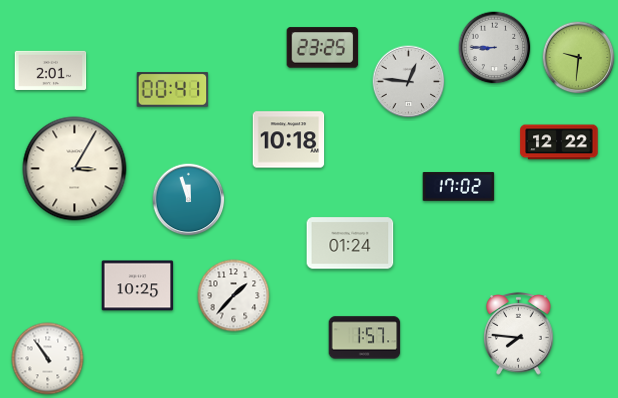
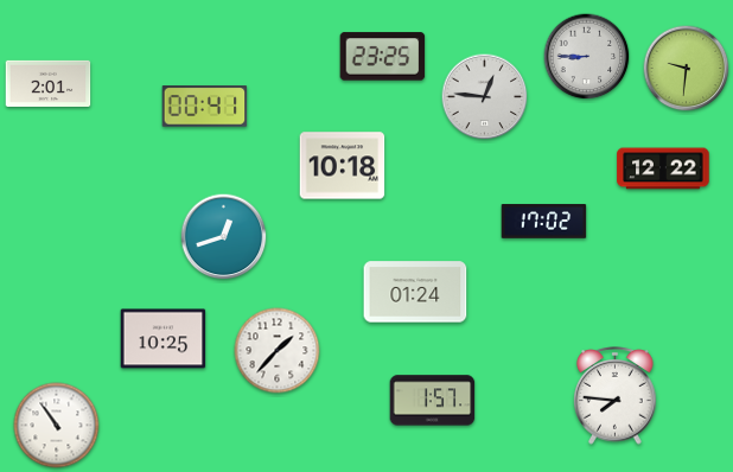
clock at (51, 70) position: (51, 70) -> (49, 83)
clock at (75, 169): 3:05 -> none
clock at (189, 200): 11:57 -> 12:42
clock at (350, 243) position: (350, 243) -> (415, 292)
